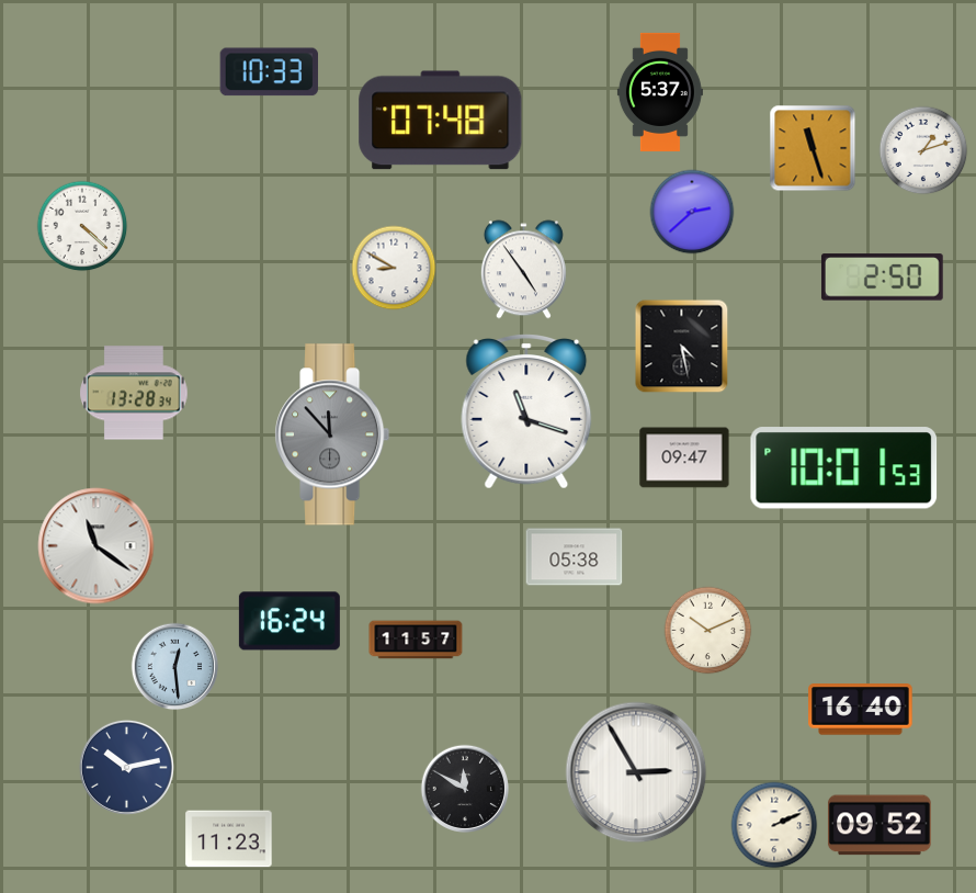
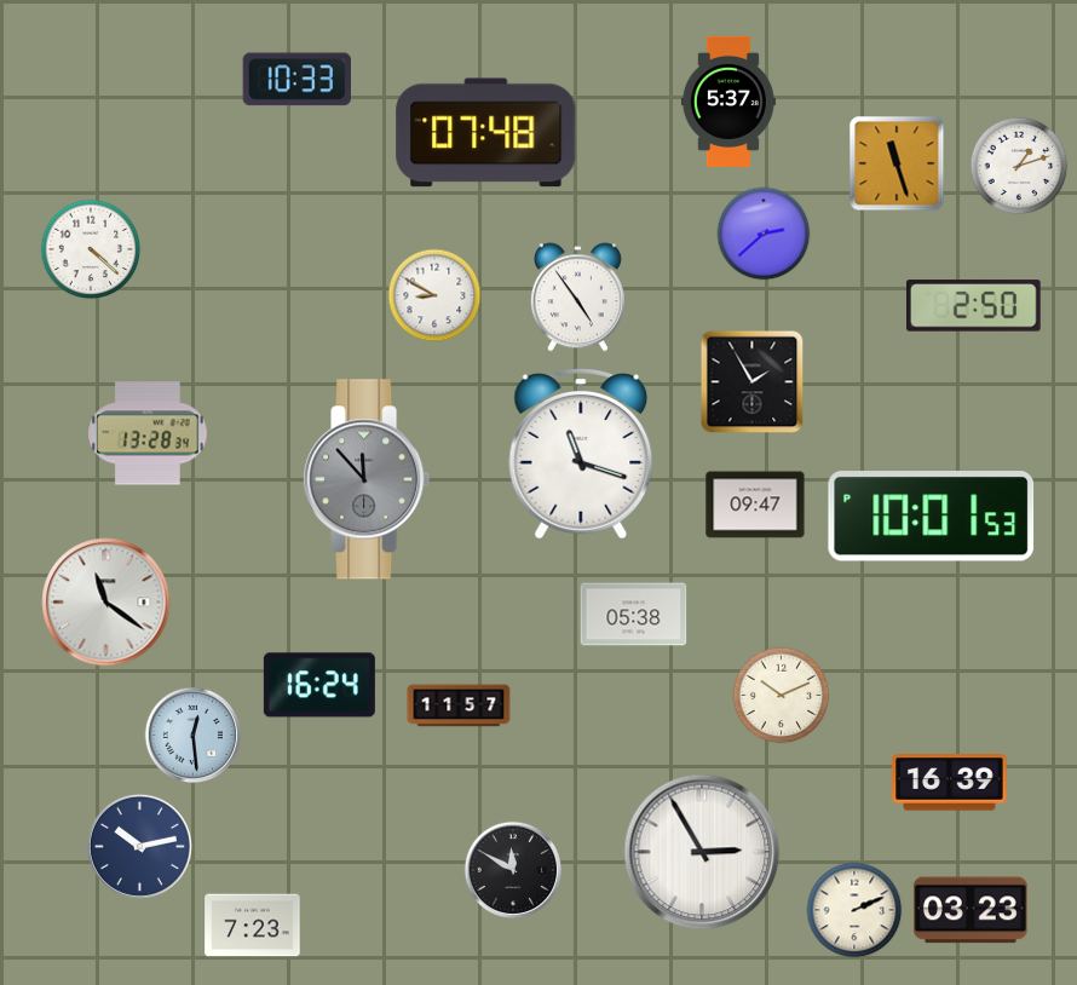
clock at (682, 347): 4:28 -> 1:55
clock at (861, 710): 16:40 -> 16:39
clock at (879, 825): 09:52 -> 03:23
clock at (229, 839): 11:23 -> 7:23
